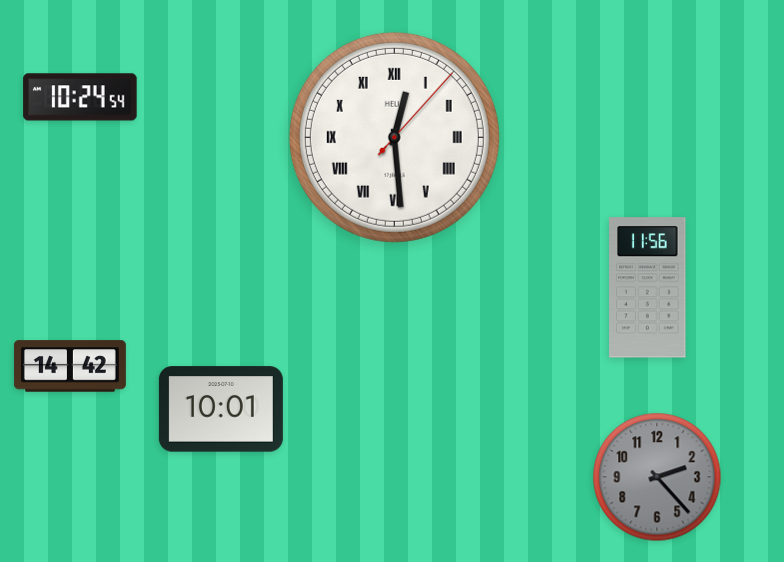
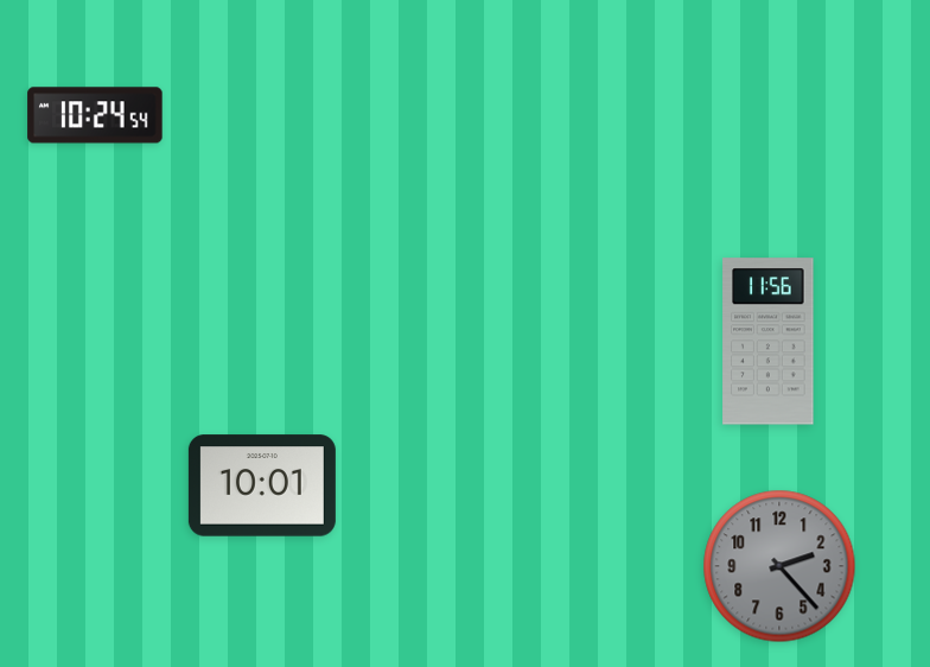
clock at (394, 137): 12:29 -> none
clock at (70, 366): 14:42 -> none
